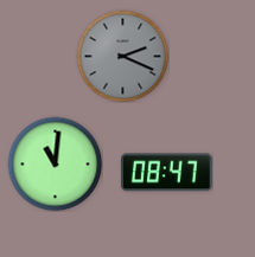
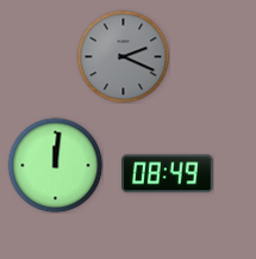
clock at (55, 163): 11:01 -> 12:01
clock at (167, 173): 08:47 -> 08:49
